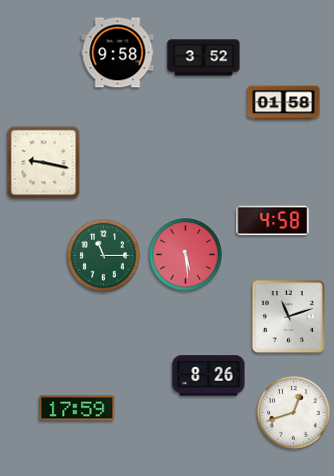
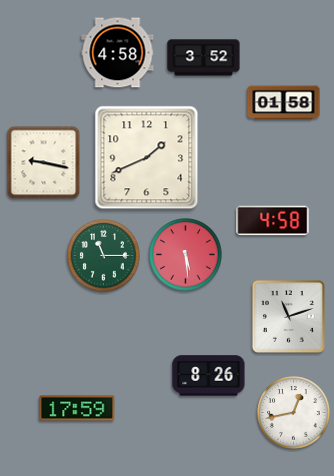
clock at (118, 53): 9:58 -> 4:58
clock at (147, 158): none -> 1:41
clock at (294, 413): 12:42 -> 12:43
